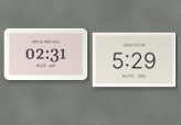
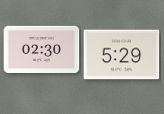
clock at (46, 54): 02:31 -> 02:30
